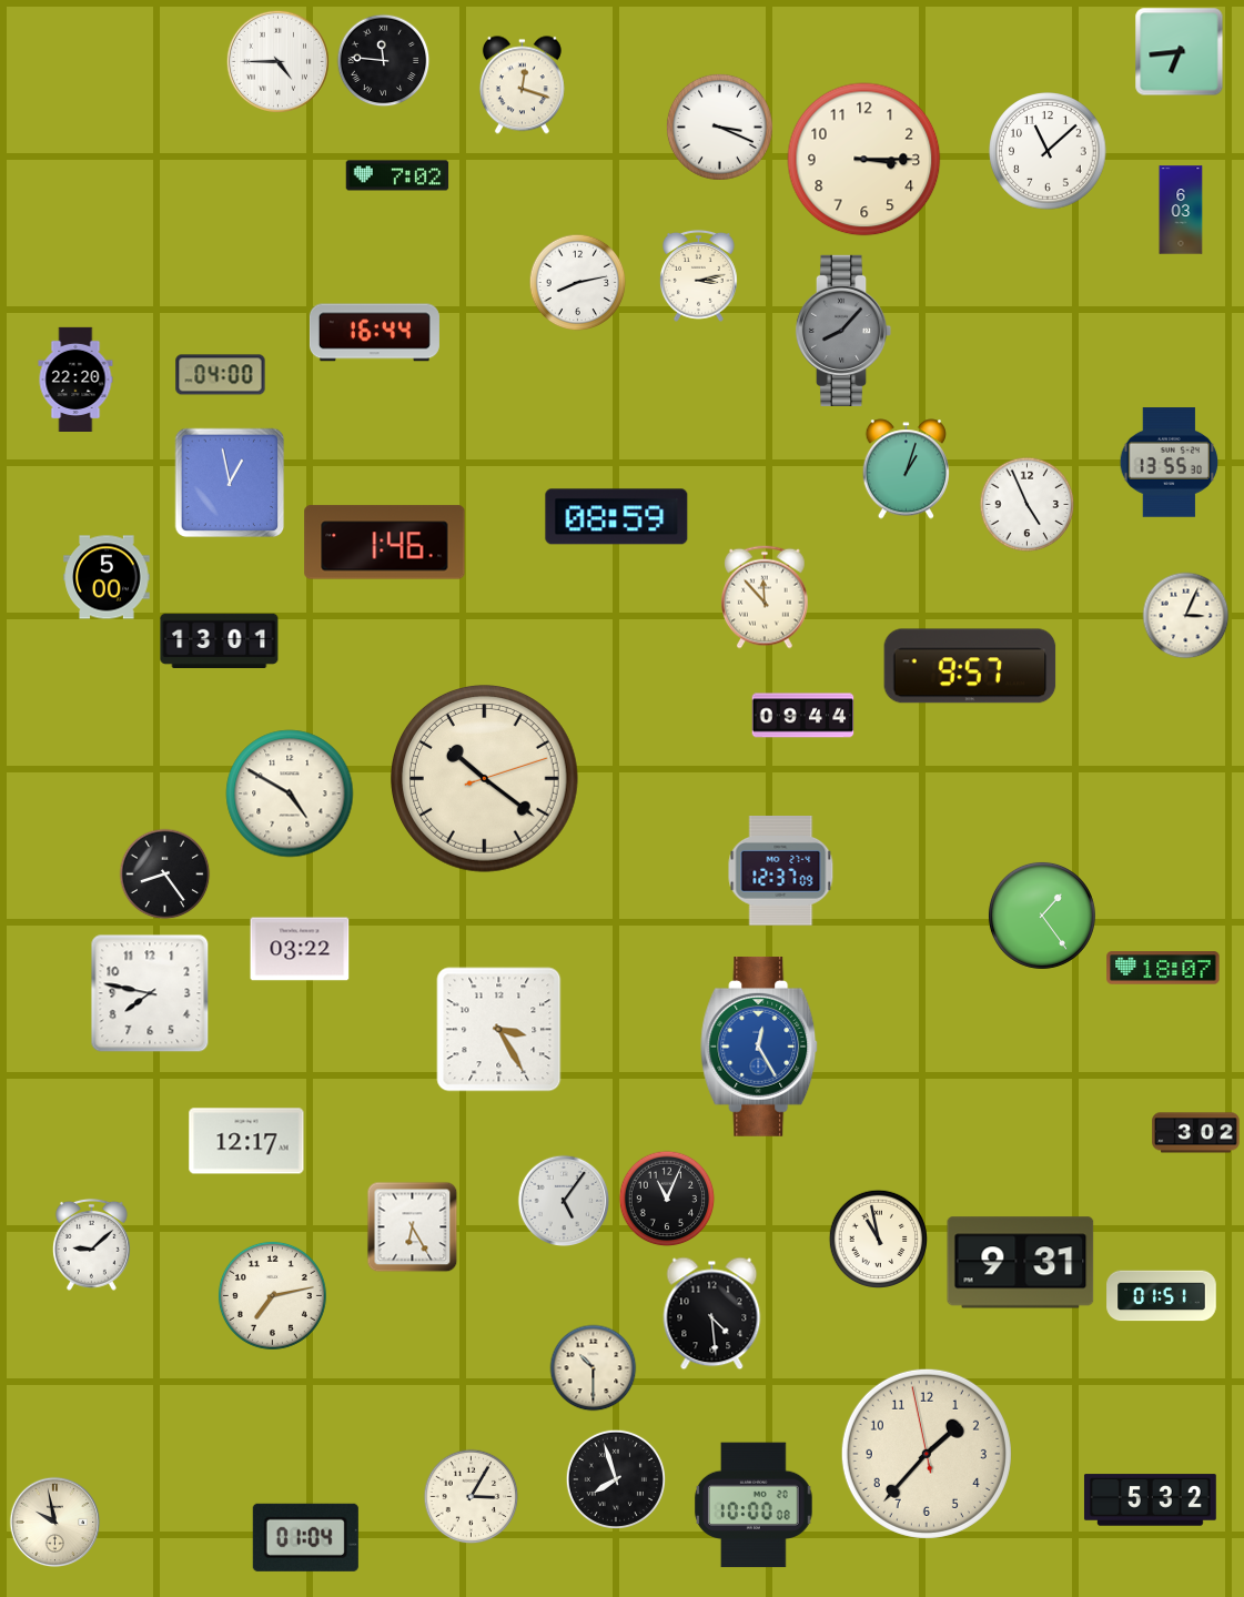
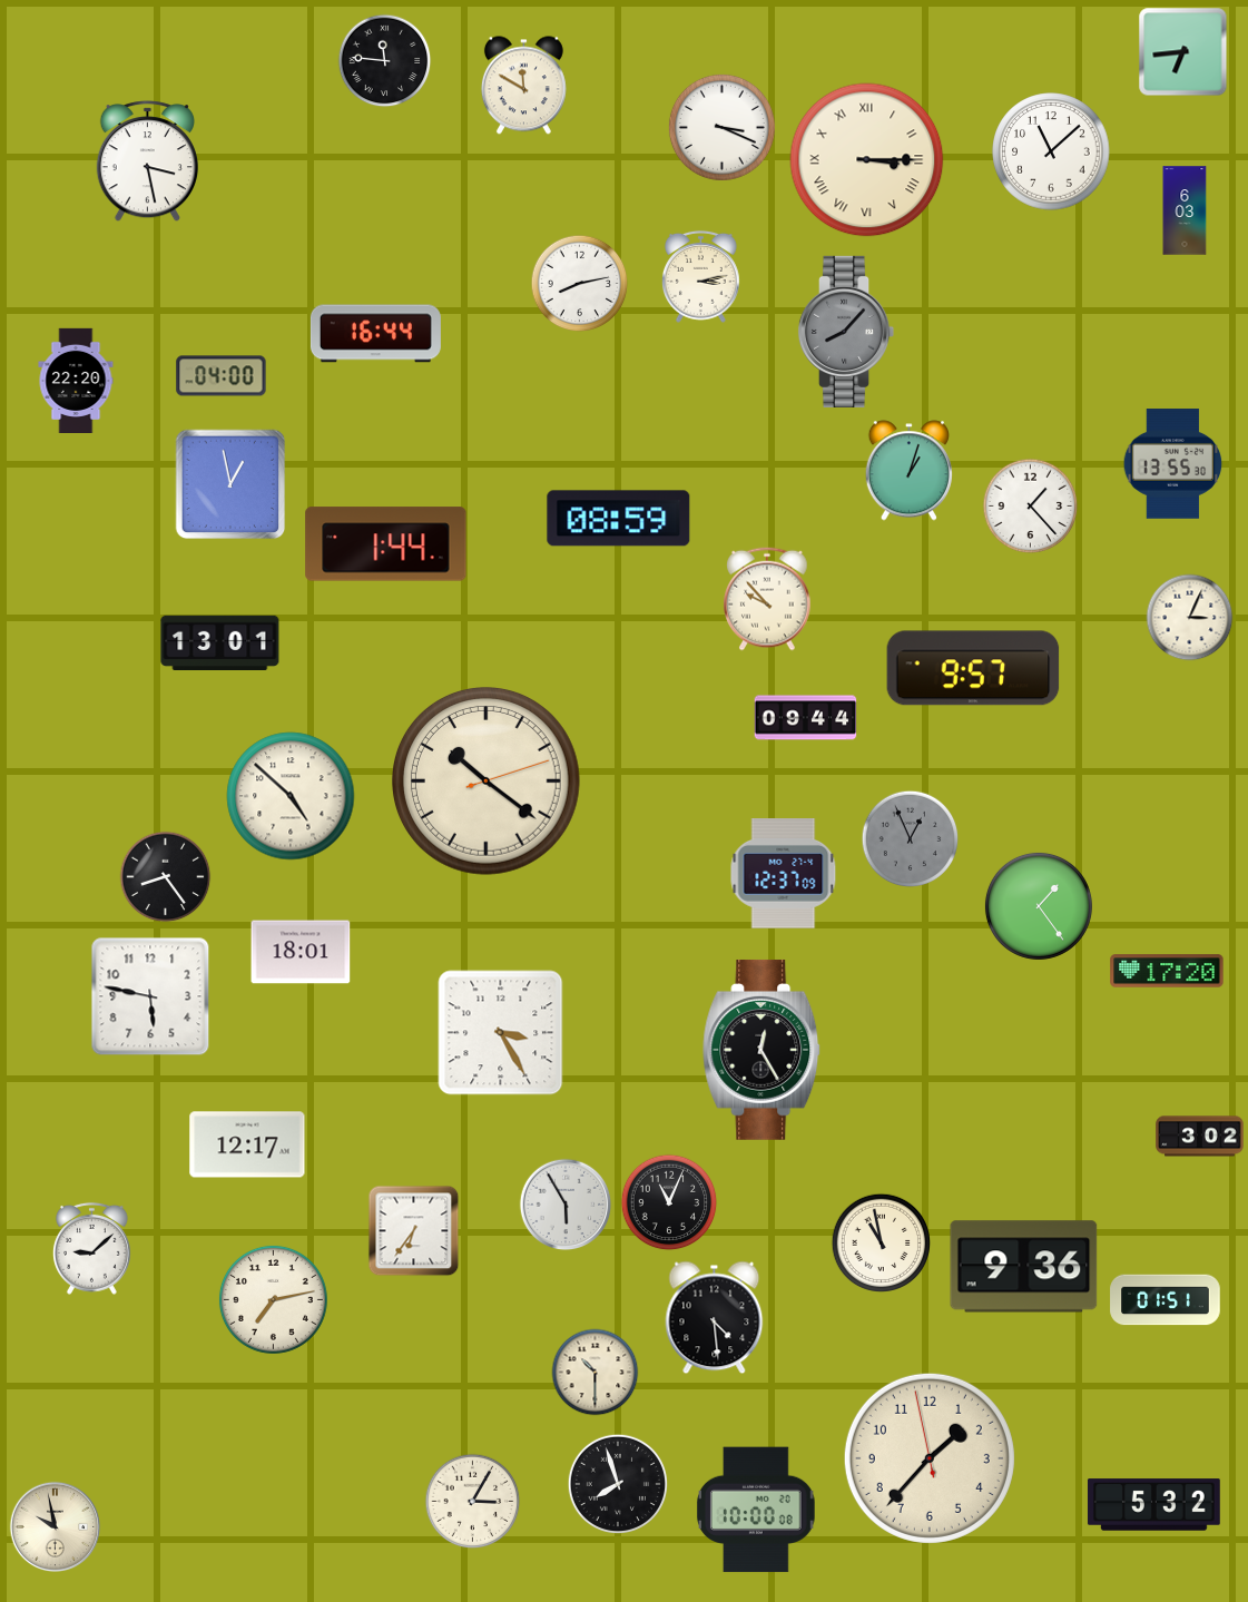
clock at (277, 61): 4:45 -> none
clock at (522, 85): 12:18 -> 11:50
clock at (864, 160) numerals: Arabic -> Roman
clock at (147, 161): none -> 3:28
clock at (397, 175): 7:02 -> none
clock at (1028, 505): 4:56 -> 1:23
clock at (385, 543): 1:46 -> 1:44
clock at (107, 577): 5:00 -> none
clock at (765, 597): 11:53 -> 9:53
clock at (290, 794): 4:50 -> 4:52
clock at (911, 839): none -> 12:56
clock at (1042, 916) position: (1042, 916) -> (1039, 906)
clock at (300, 949): 03:22 -> 18:01
clock at (1163, 968): 18:07 -> 17:20
clock at (150, 993): 7:47 -> 5:47
clock at (760, 1047) dial: blue -> black
clock at (564, 1201): 5:06 -> 5:55
clock at (413, 1227): 6:25 -> 6:36
clock at (1021, 1263): 9:31 -> 9:36
clock at (305, 1537): 01:04 -> none
